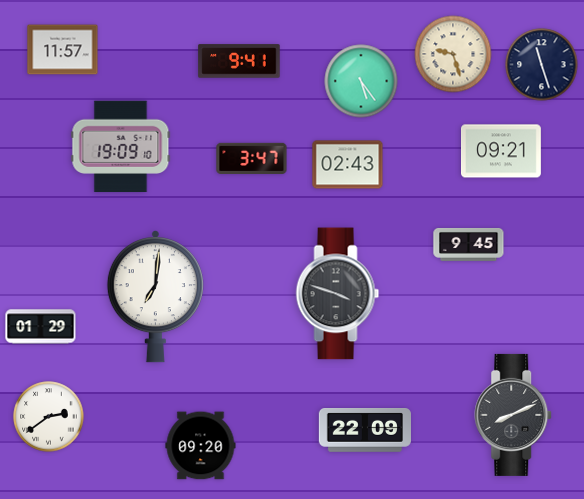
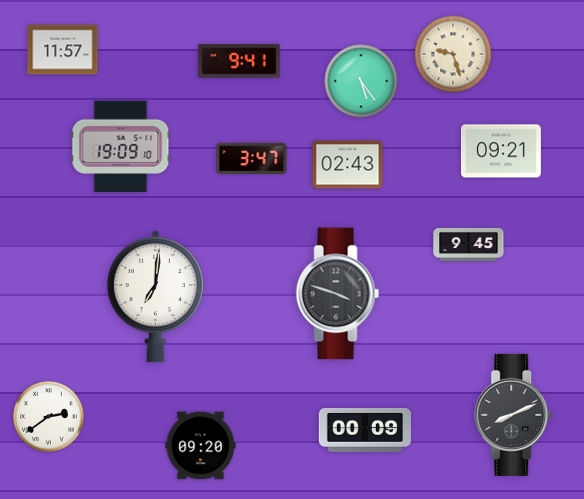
clock at (542, 65): 11:27 -> none
clock at (41, 327): 01:29 -> none
clock at (365, 431): 22:09 -> 00:09
